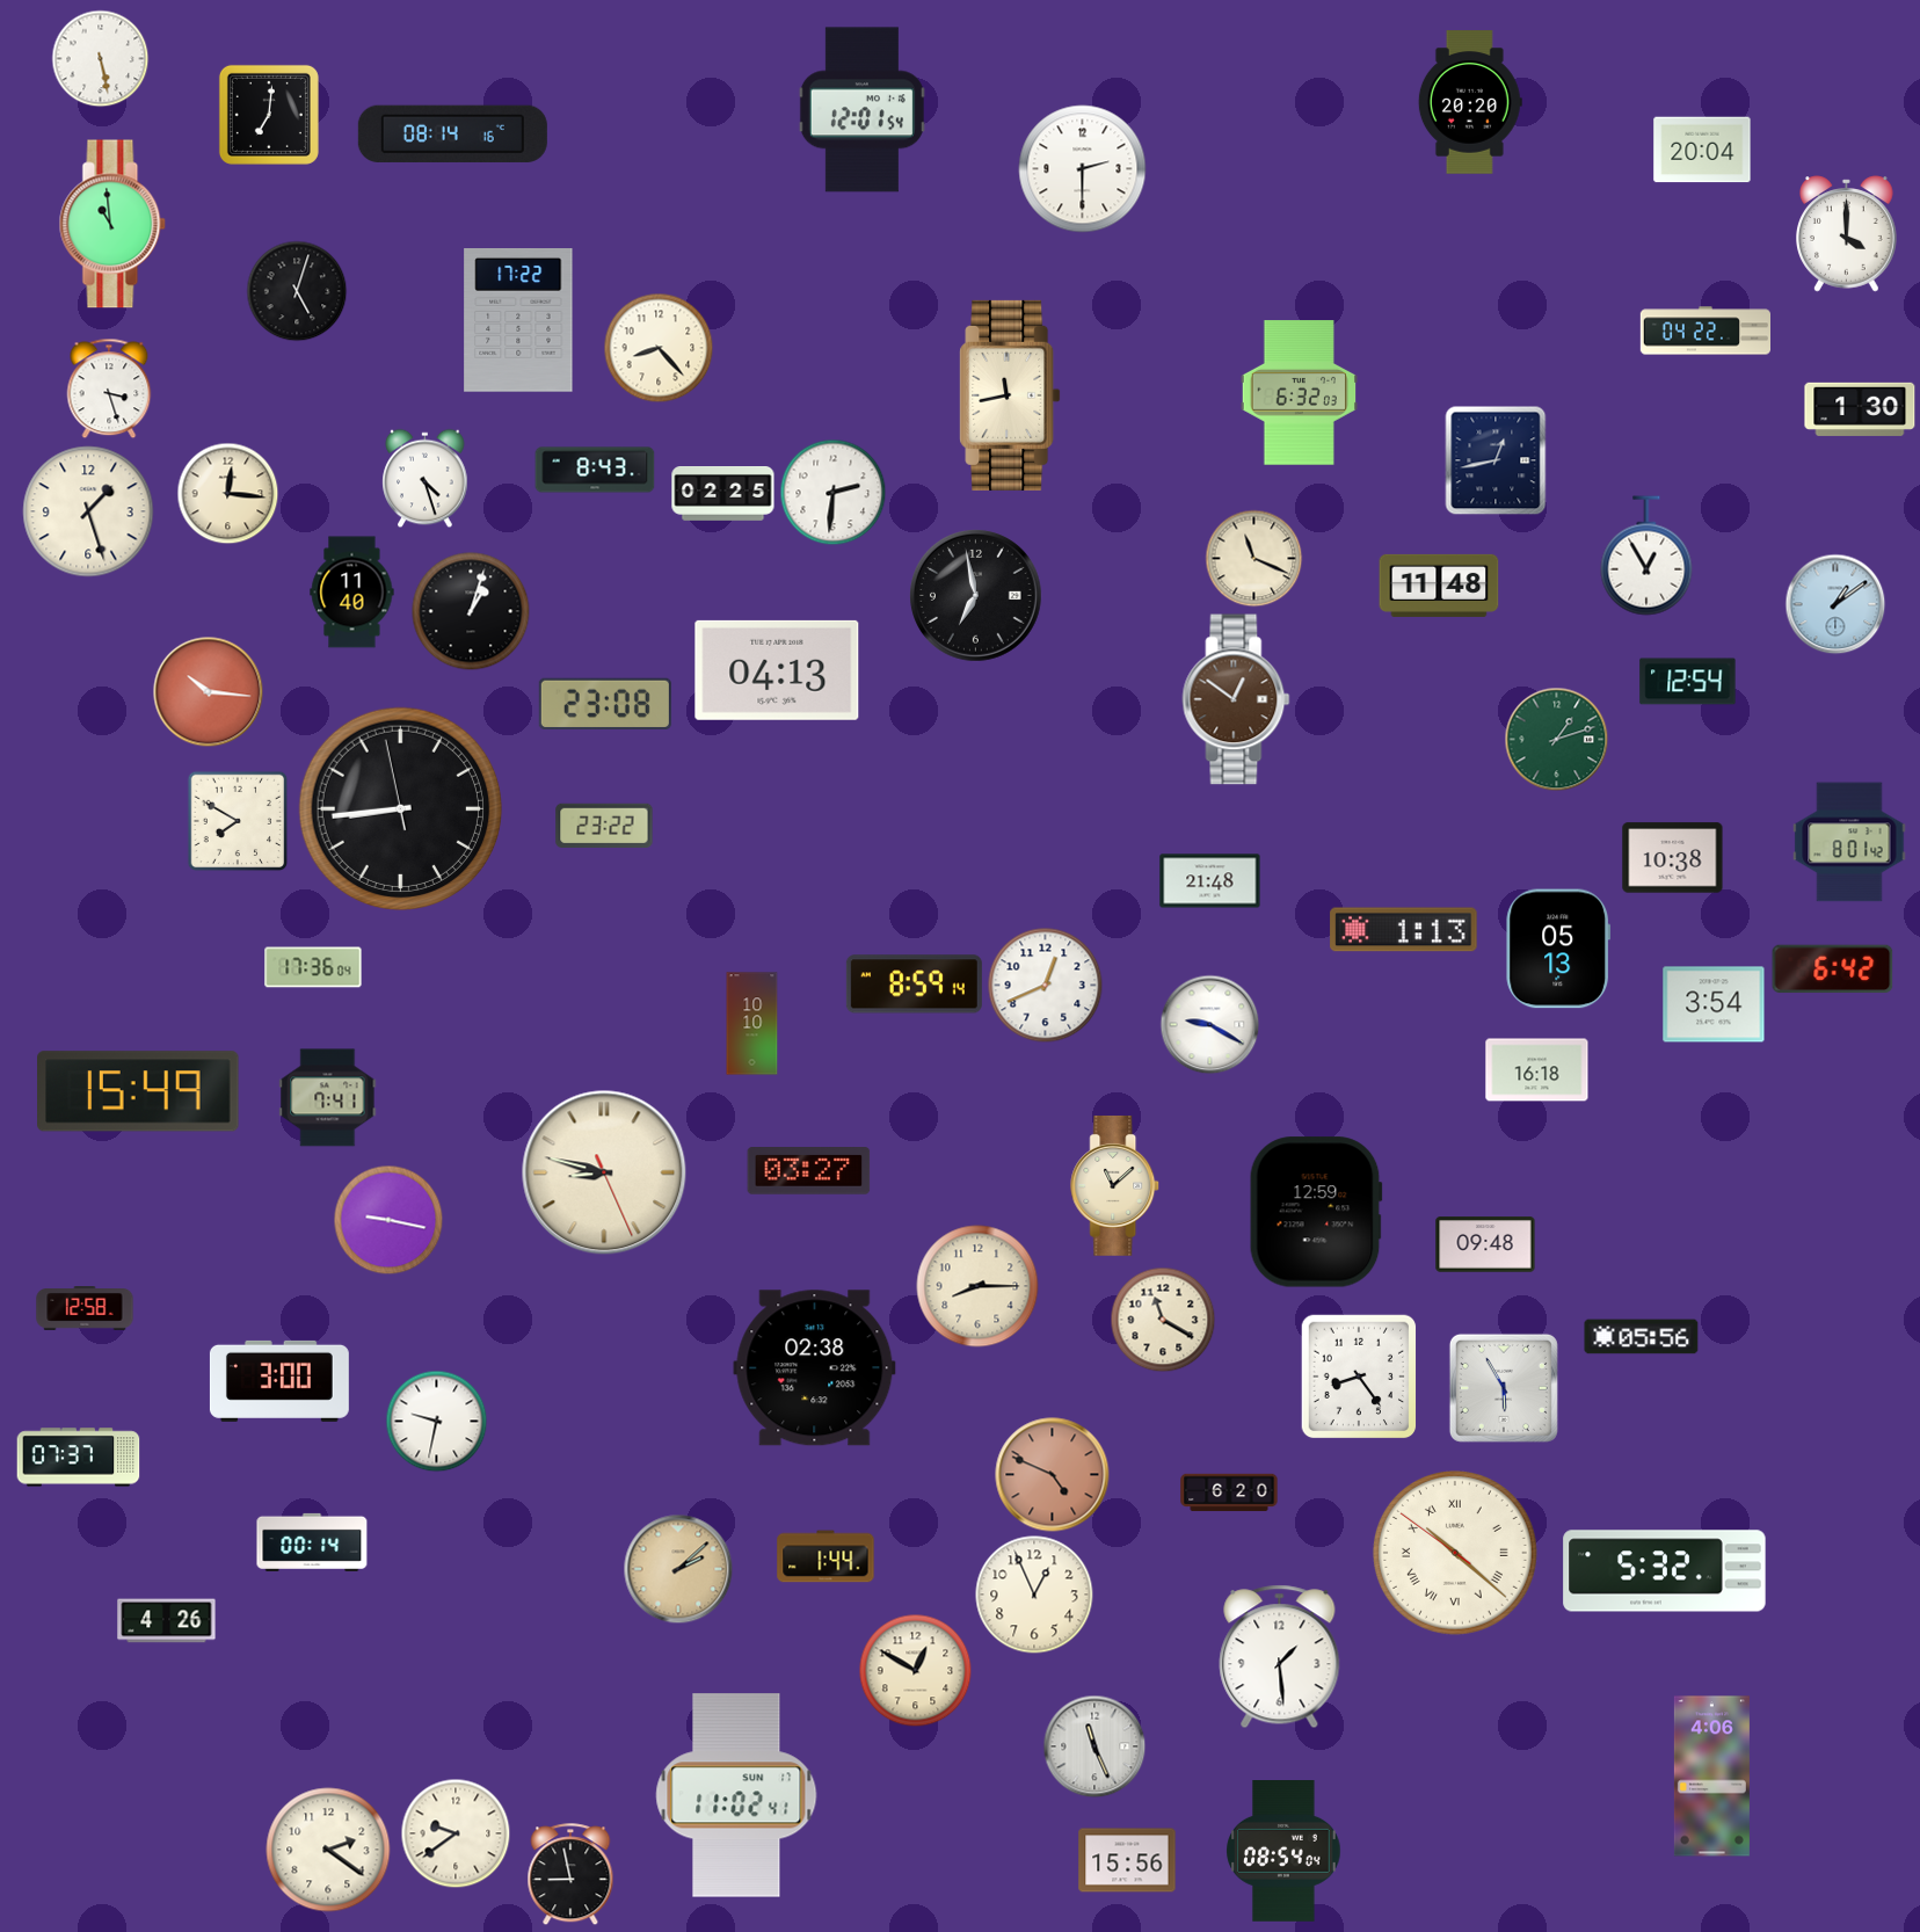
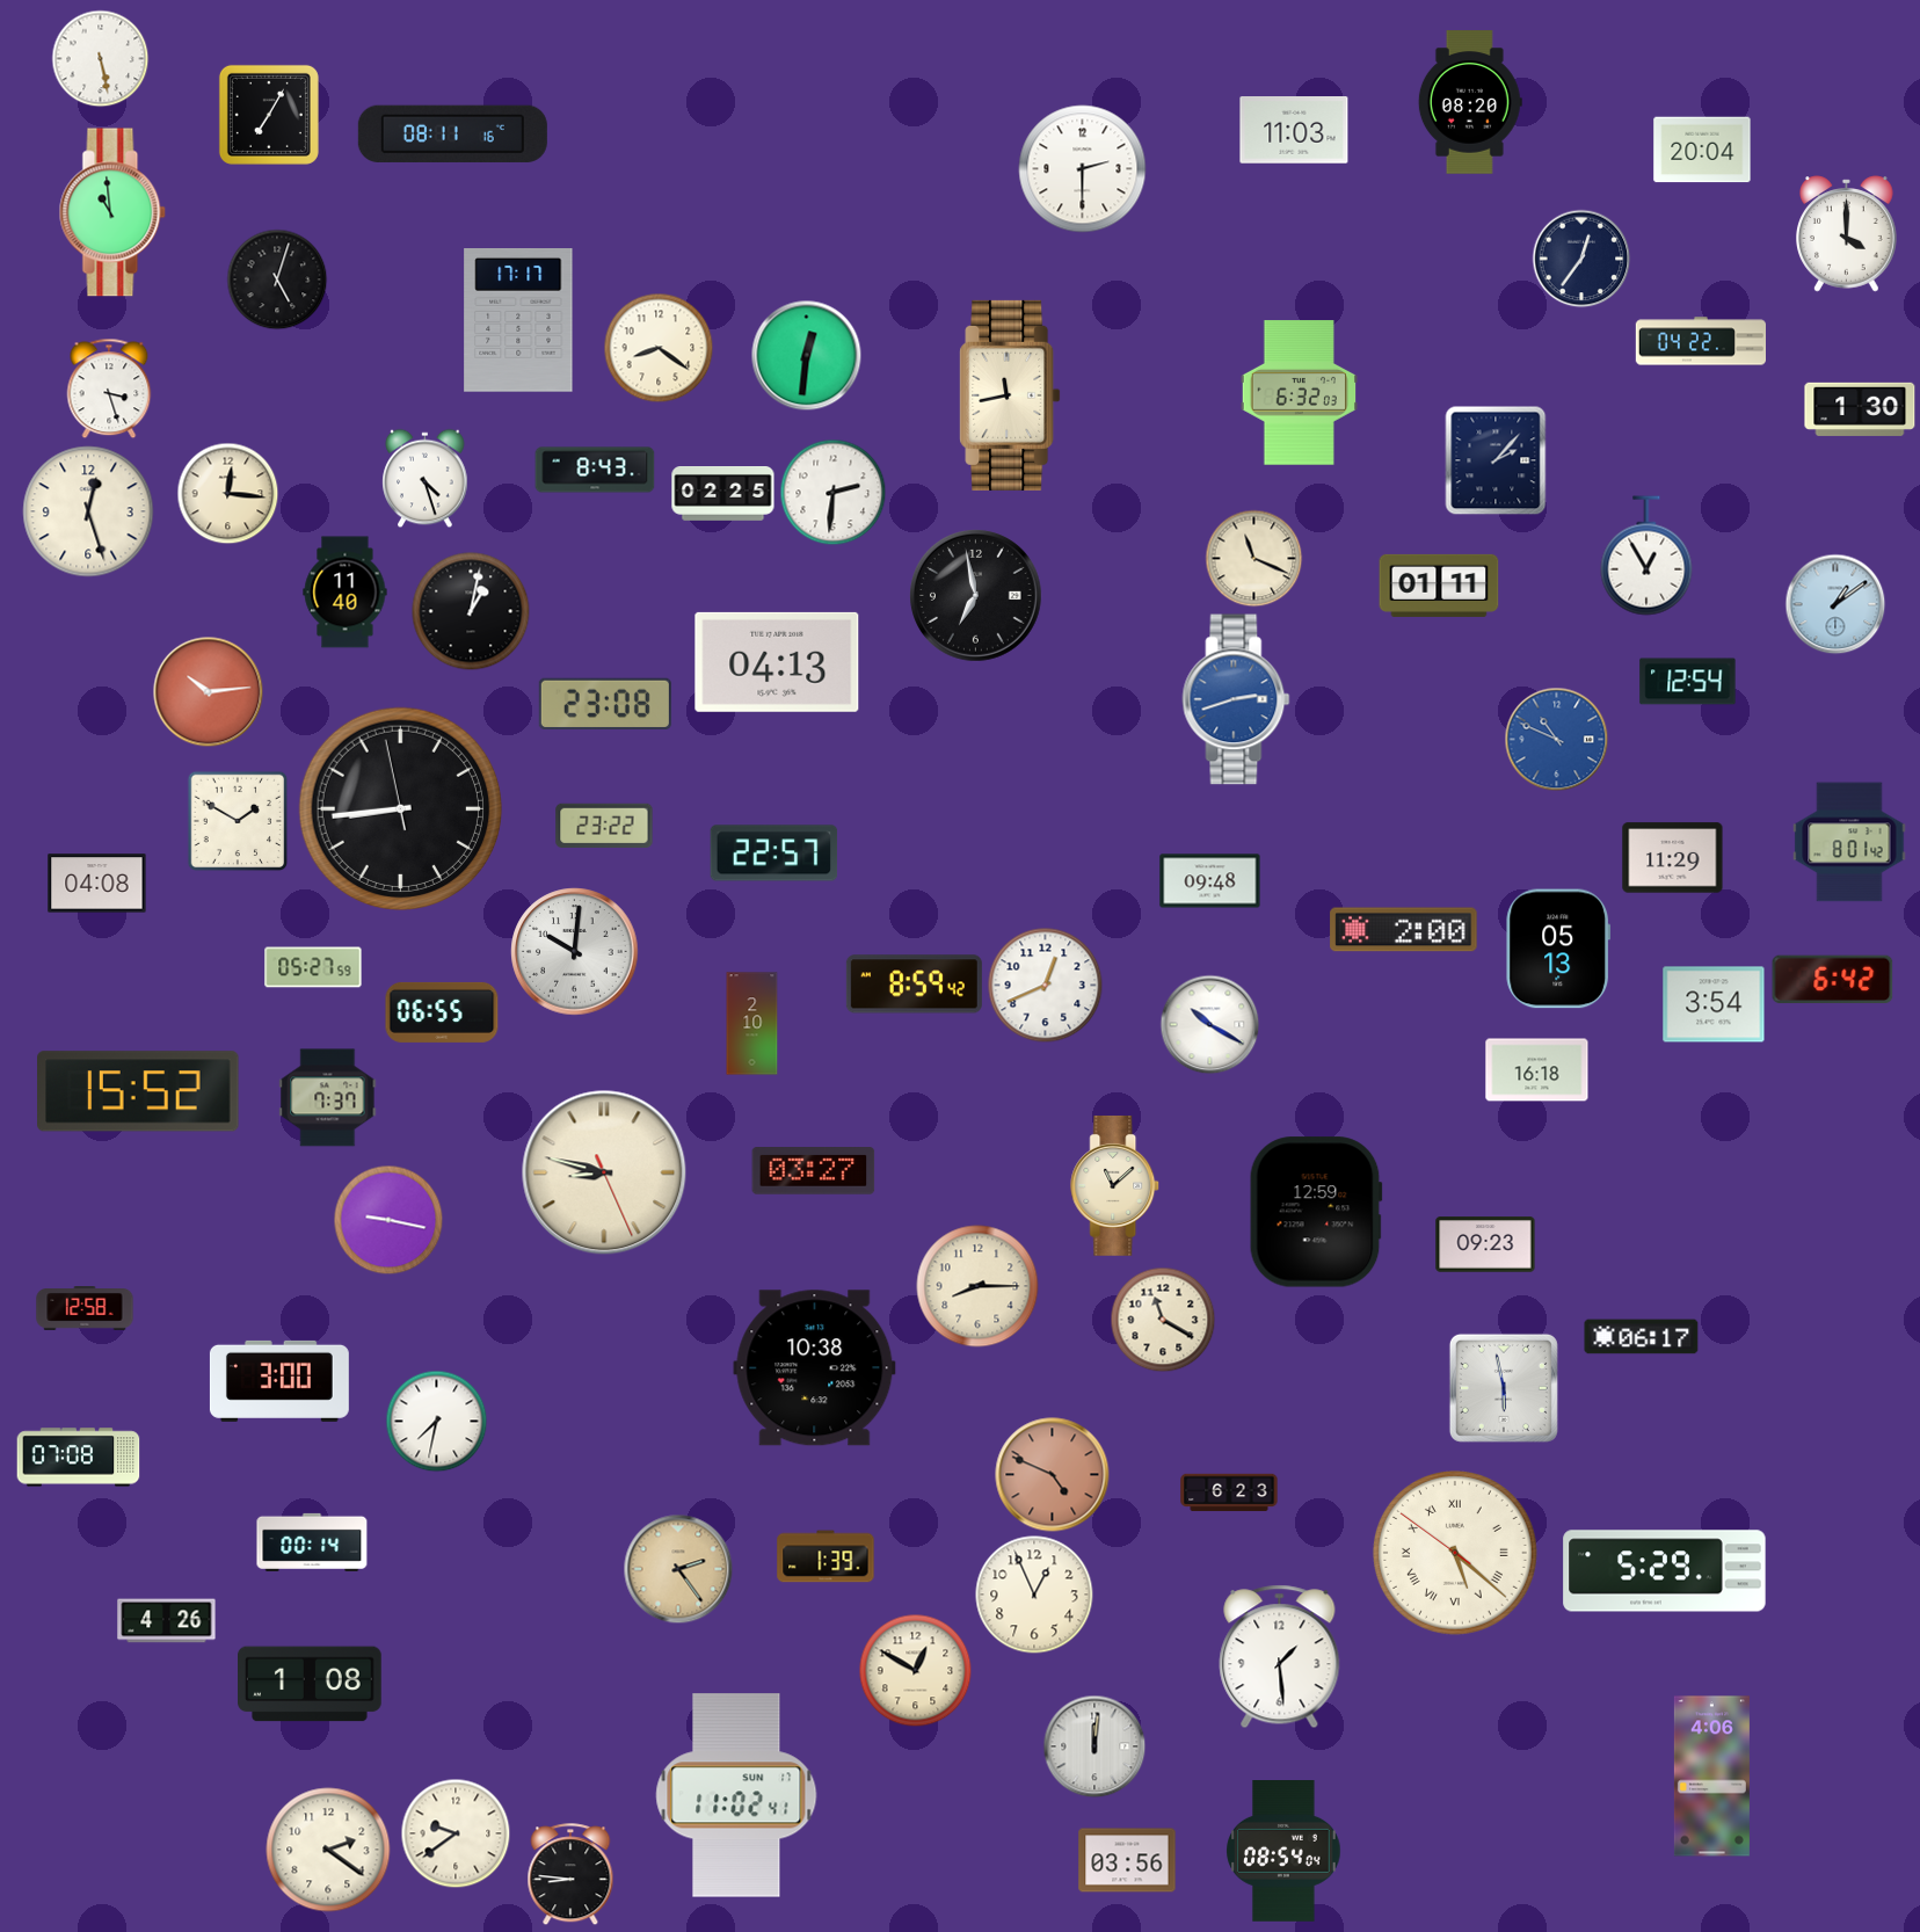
clock at (1470, 102): 20:20 -> 08:20
clock at (861, 110): 12:01 -> none
clock at (269, 115): 7:01 -> 7:05
clock at (1294, 130): none -> 11:03
clock at (452, 133): 08:14 -> 08:11
clock at (112, 224) position: (112, 224) -> (112, 212)
clock at (1581, 259): none -> 12:36
clock at (297, 291) position: (297, 291) -> (277, 279)
clock at (518, 321): 17:22 -> 17:17
clock at (1706, 331) position: (1706, 331) -> (1701, 341)
clock at (659, 348): 8:23 -> 8:21
clock at (806, 355): none -> 12:31
clock at (1496, 460): 12:43 -> 2:07
clock at (88, 511): 1:27 -> 12:27
clock at (1439, 586): 11:48 -> 01:11
clock at (352, 593) position: (352, 593) -> (346, 593)
clock at (471, 611): 1:03 -> 1:02
clock at (777, 670) position: (777, 670) -> (777, 662)
clock at (208, 691): 10:16 -> 10:14
clock at (1236, 699): 12:51 -> 2:42
clock at (1236, 699) dial: brown -> blue
clock at (1556, 739): 1:12 -> 10:49
clock at (1556, 739) dial: green -> blue
clock at (238, 821): 7:50 -> 1:50
clock at (774, 854): none -> 22:57
clock at (1673, 858): 10:38 -> 11:29
clock at (1210, 881): 21:48 -> 09:48
clock at (97, 884): none -> 04:08
clock at (1404, 930): 1:13 -> 2:00
clock at (575, 952): none -> 10:01
clock at (313, 967): 17:36 -> 05:27
clock at (1833, 969) position: (1833, 969) -> (1833, 980)
clock at (914, 985): 8:59:14 -> 8:59:42
clock at (442, 1012): none -> 06:55
clock at (752, 1024): 10:10 -> 2:10
clock at (1209, 1024): 9:20 -> 10:20
clock at (139, 1091): 15:49 -> 15:52
clock at (328, 1098): 7:41 -> 7:37
clock at (809, 1171) position: (809, 1171) -> (814, 1171)
clock at (1485, 1244): 09:48 -> 09:23
clock at (1642, 1337): 05:56 -> 06:17
clock at (815, 1368): 02:38 -> 10:38
clock at (1359, 1377): 8:24 -> none
clock at (1504, 1388): 5:55 -> 5:58
clock at (436, 1421): 9:32 -> 7:32
clock at (79, 1458): 07:37 -> 07:08
clock at (1229, 1492): 6:20 -> 6:23
clock at (1455, 1553): 10:21 -> 5:21
clock at (826, 1556): 1:44 -> 1:39
clock at (678, 1569): 2:08 -> 2:24
clock at (1665, 1571): 5:32 -> 5:29
clock at (310, 1684): none -> 1:08
clock at (1094, 1746): 11:26 -> 12:01
clock at (1127, 1860): 15:56 -> 03:56
clock at (570, 1874): 8:58 -> 8:46
